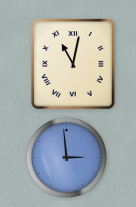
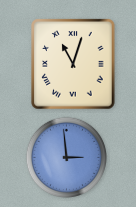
clock at (73, 64): 11:02 -> 11:03
